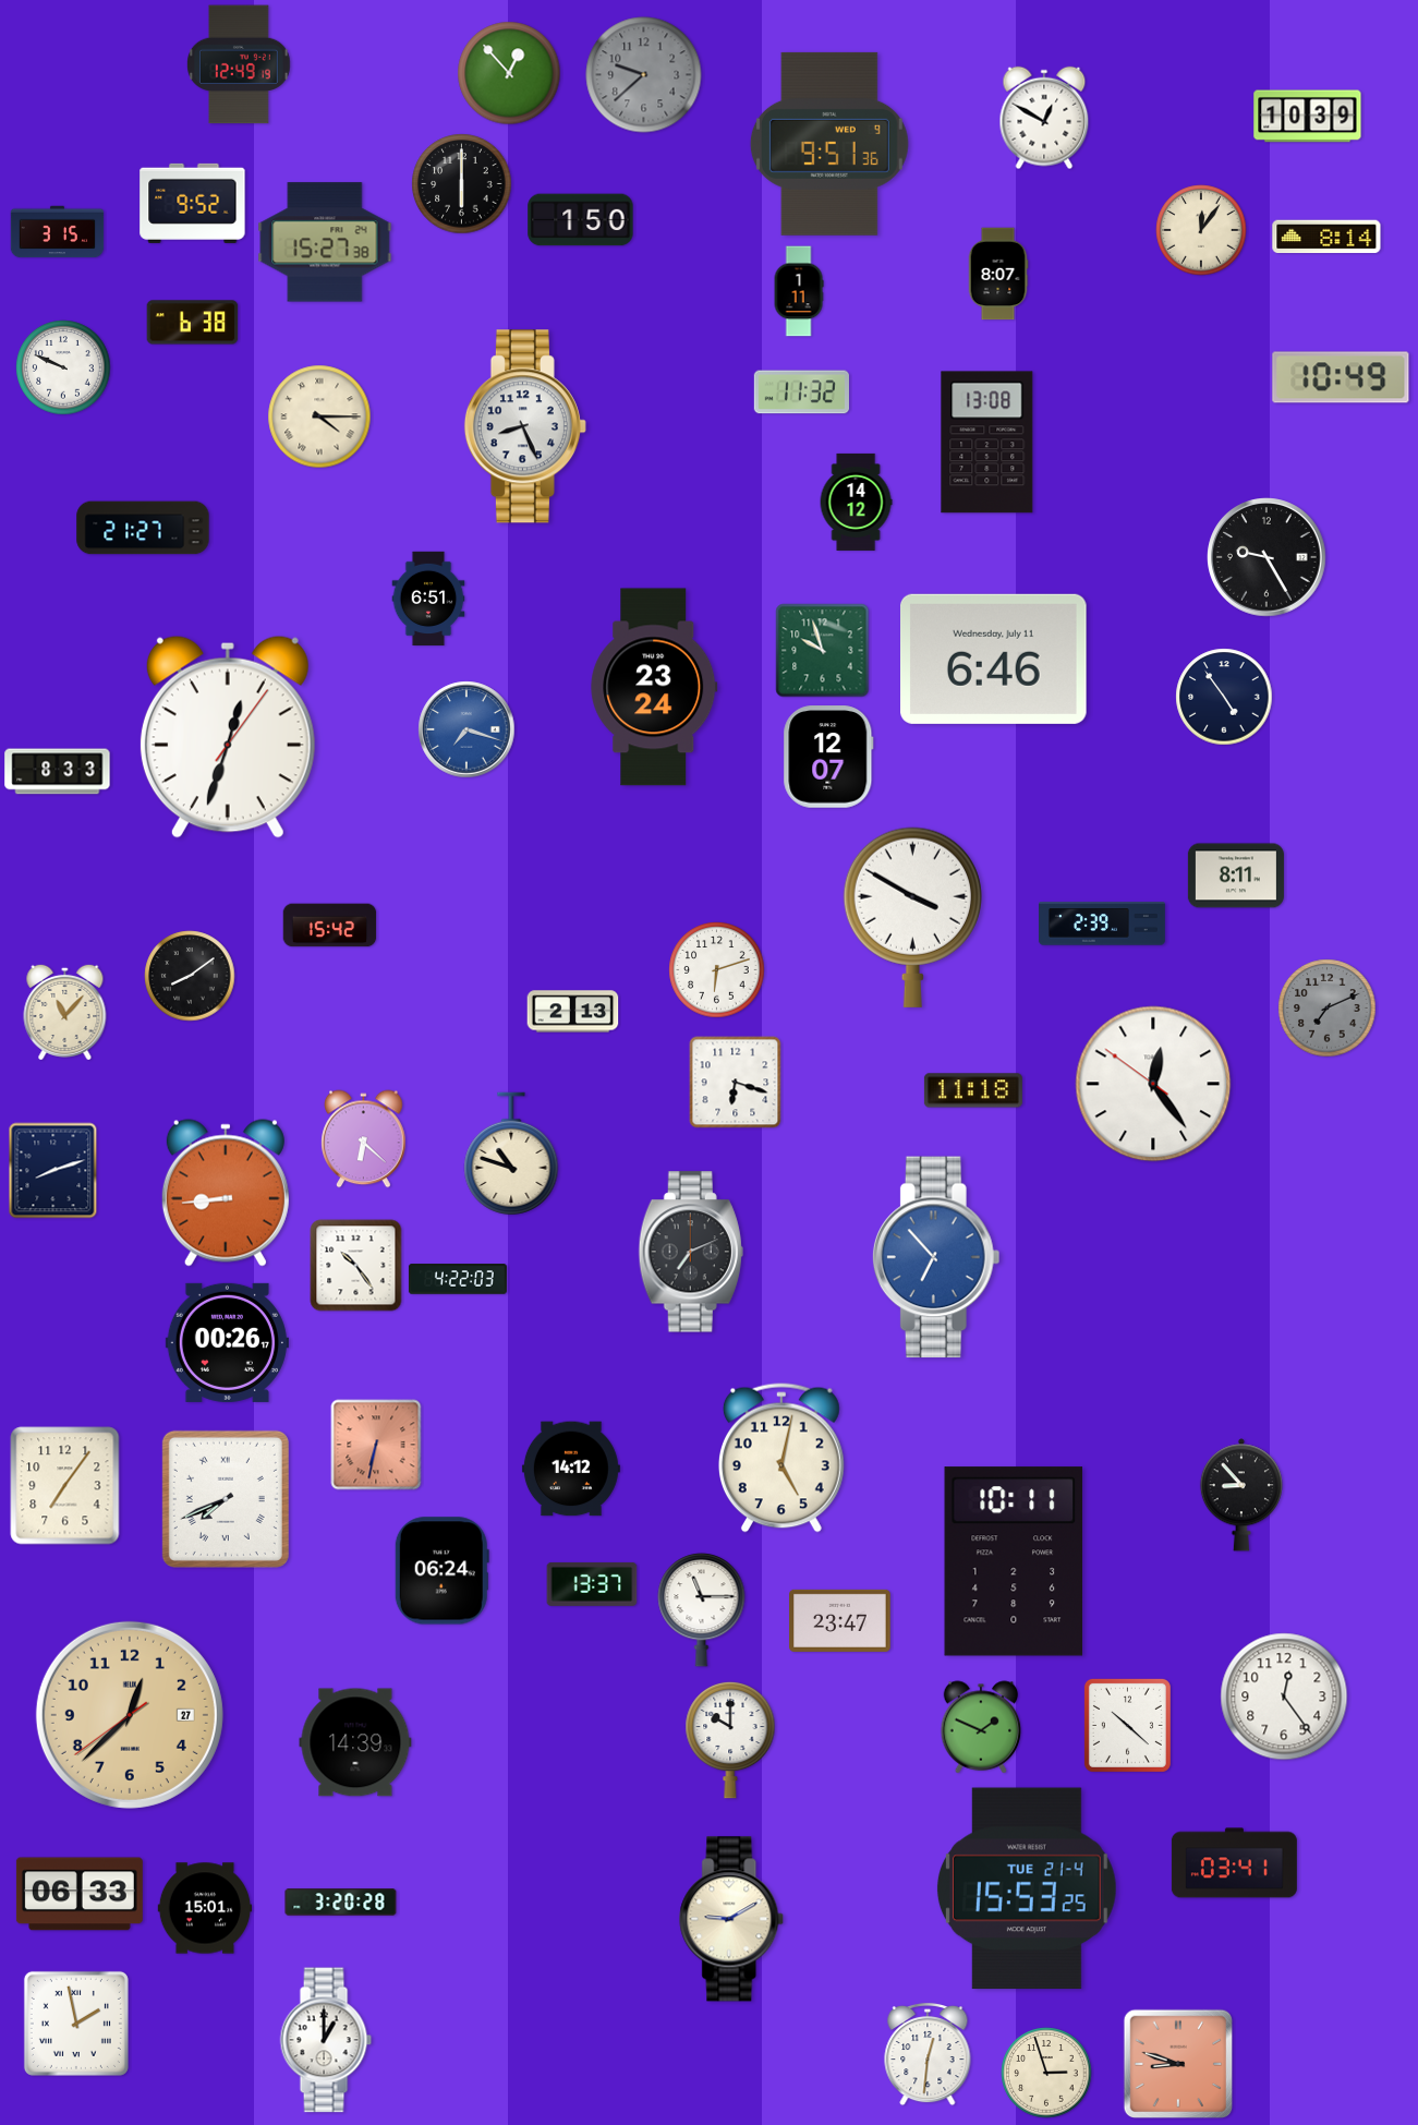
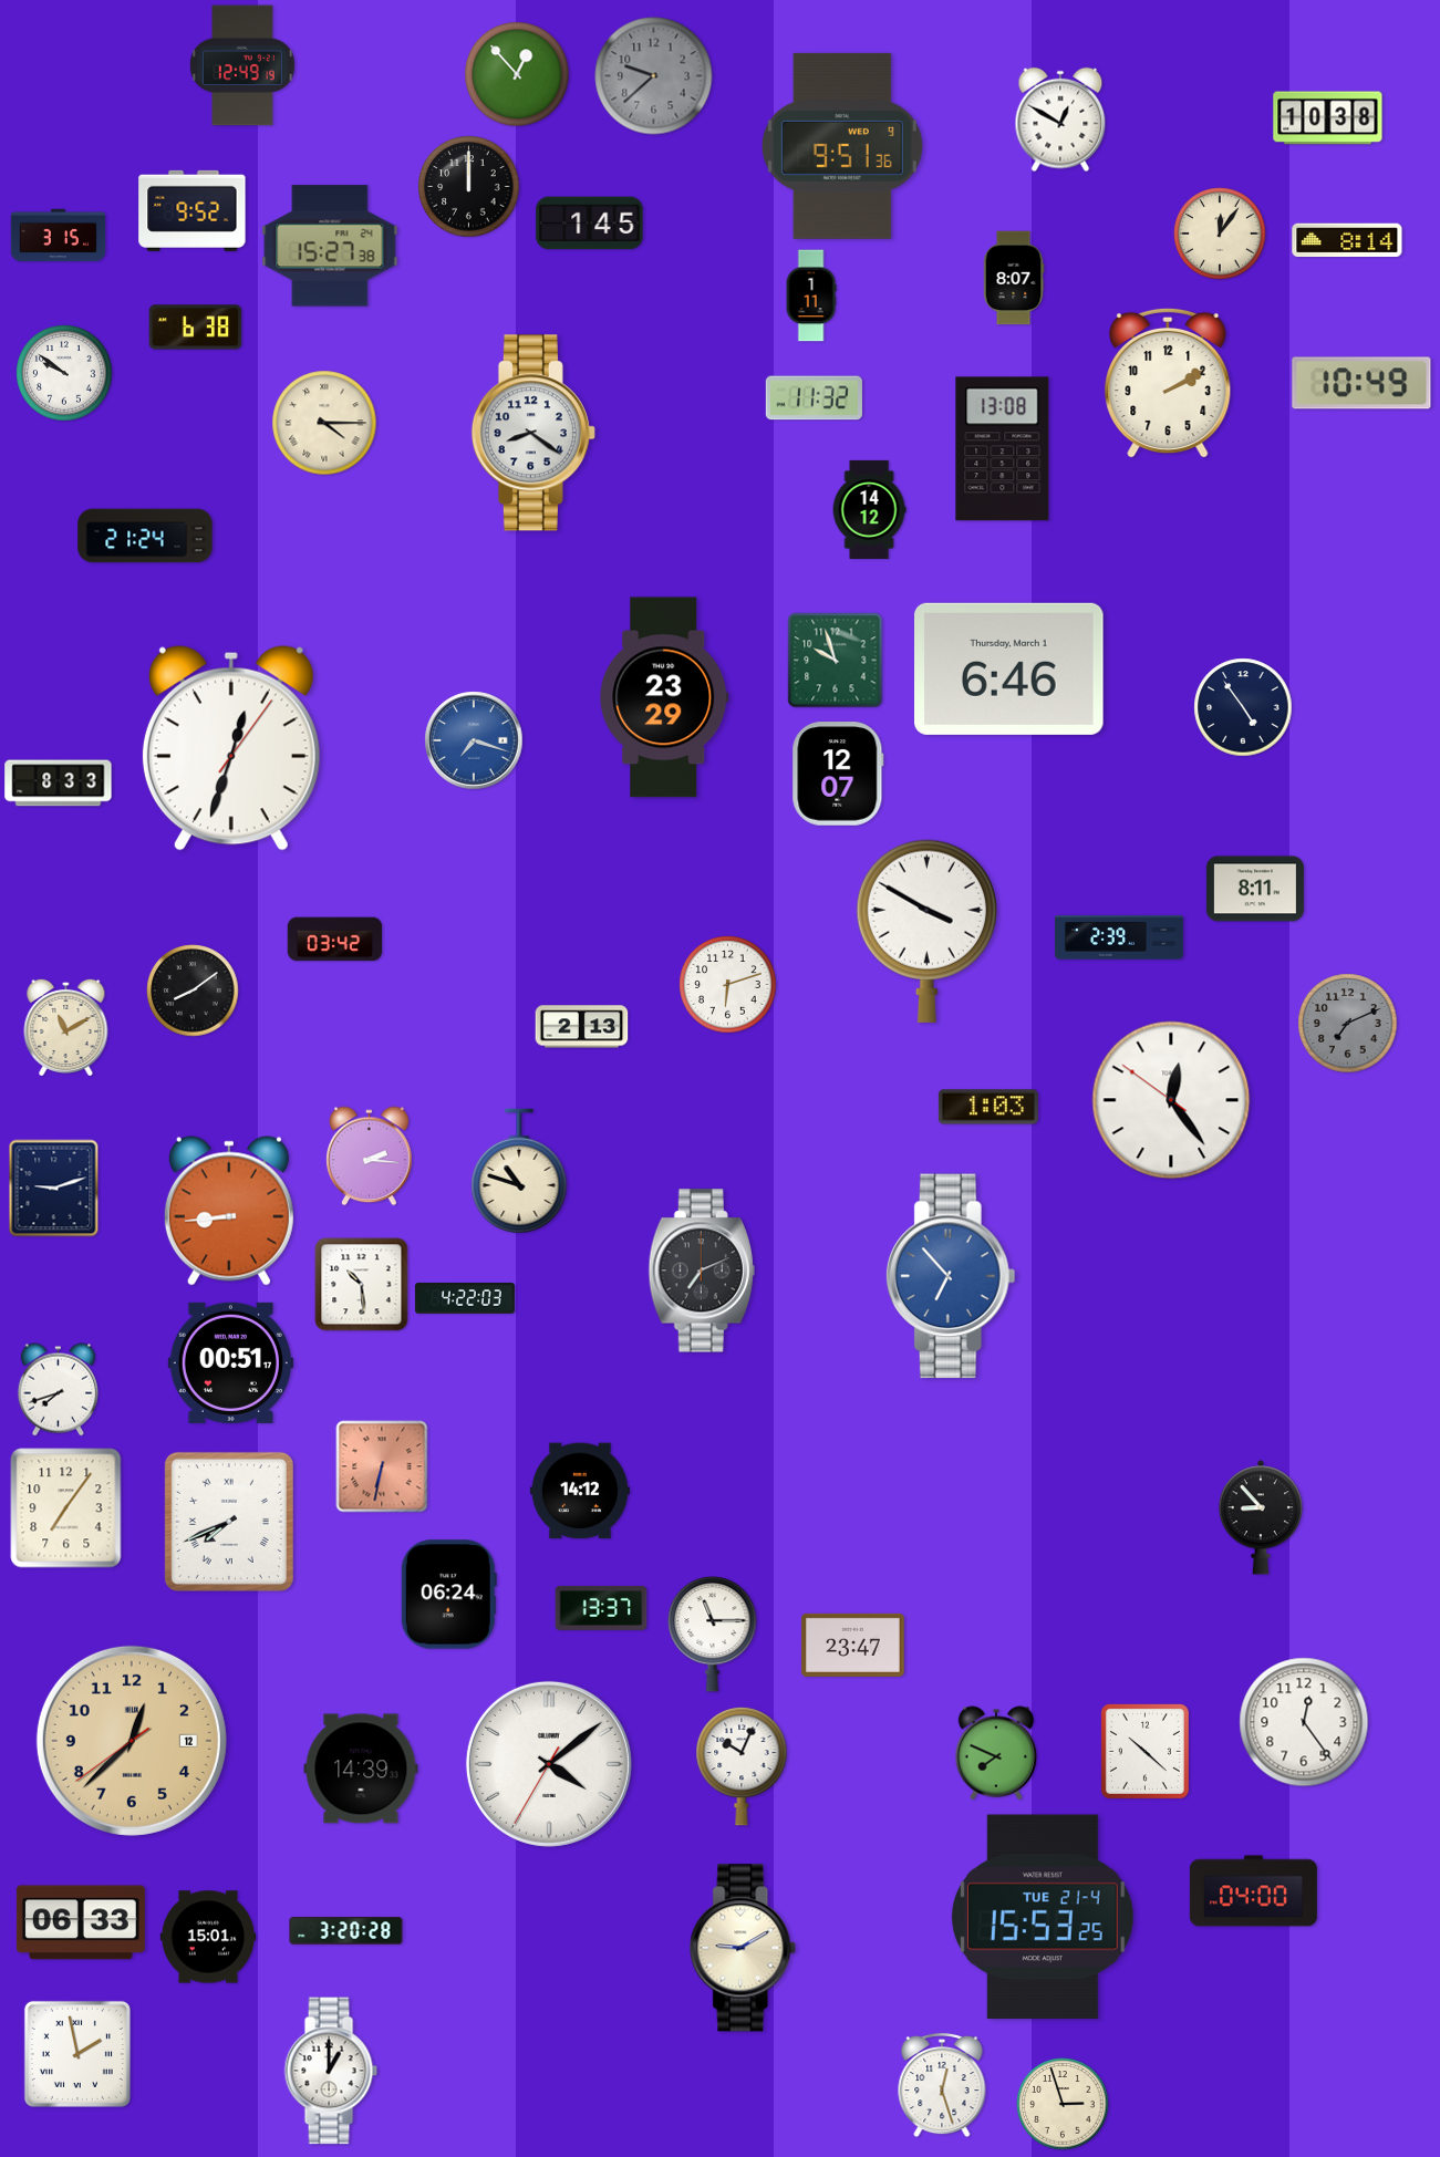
clock at (1308, 117): 10:39 -> 10:38
clock at (462, 184): 6:00 -> 12:00
clock at (193, 203) position: (193, 203) -> (193, 210)
clock at (581, 220): 1:50 -> 1:45
clock at (63, 367): 9:49 -> 9:51
clock at (1168, 383): none -> 2:10
clock at (525, 426): 8:26 -> 8:21
clock at (143, 528): 21:27 -> 21:24
clock at (1266, 557): 9:25 -> none
clock at (428, 599): 6:51 -> none
clock at (994, 659) date: Wednesday, July 11 -> Thursday, March 1
clock at (654, 687): 23:24 -> 23:29
clock at (828, 757) position: (828, 757) -> (838, 774)
clock at (330, 926): 15:42 -> 03:42
clock at (65, 1011): 11:07 -> 11:10
clock at (736, 1083): 6:18 -> none
clock at (973, 1090): 11:18 -> 1:03
clock at (364, 1139): 6:22 -> 2:16
clock at (53, 1171): 8:12 -> 9:12
clock at (356, 1266): 10:24 -> 10:29
clock at (227, 1342): 00:26 -> 00:51
clock at (58, 1390): none -> 7:42
clock at (781, 1458): 5:02 -> none
clock at (1014, 1561): 10:11 -> none
clock at (130, 1715) date: 27 -> 12
clock at (981, 1727): 1:49 -> 7:49
clock at (549, 1764): none -> 4:08
clock at (730, 1740): 10:00 -> 10:04
clock at (1234, 1863): 03:41 -> 04:00
clock at (928, 2054): 12:31 -> 12:27
clock at (1178, 2064): 8:48 -> none
